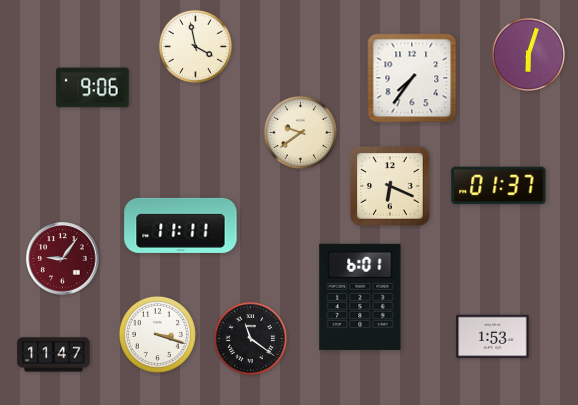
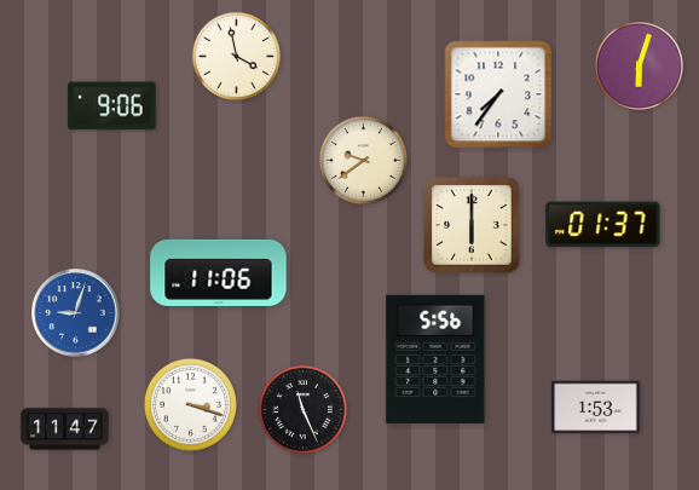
clock at (390, 186): 6:19 -> 6:00
clock at (181, 225): 11:11 -> 11:06
clock at (63, 259): 9:06 -> 9:03
clock at (63, 259) dial: burgundy -> blue
clock at (360, 297): 6:01 -> 5:56
clock at (250, 338): 11:21 -> 11:26
